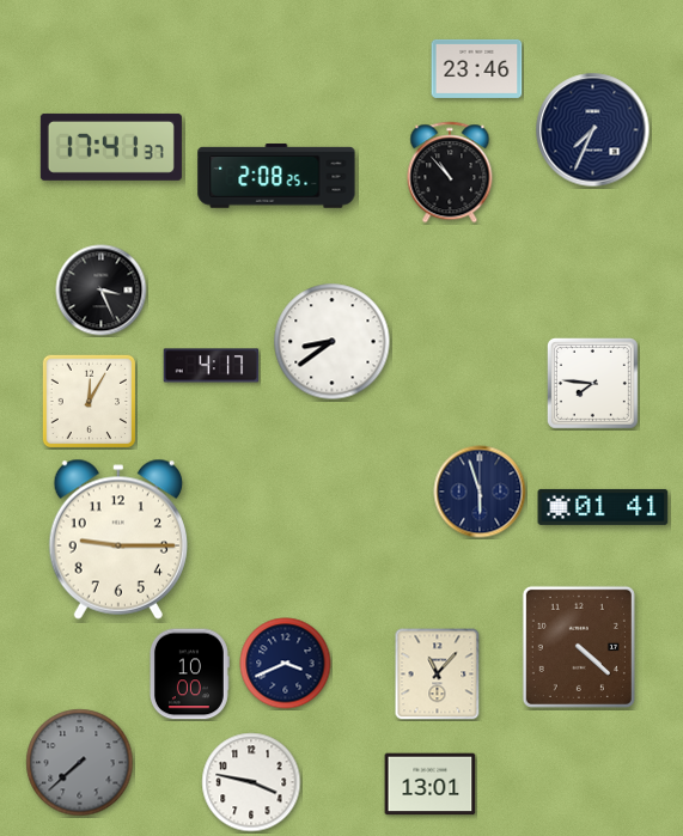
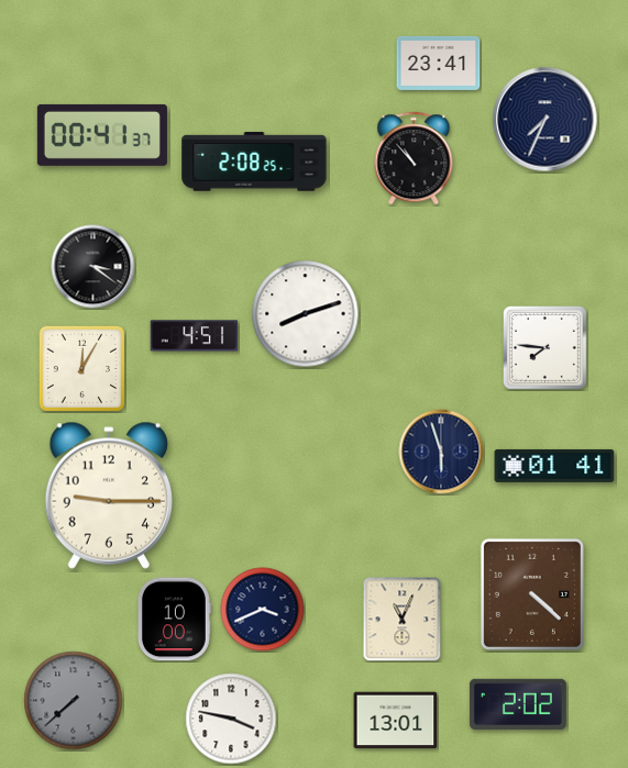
clock at (477, 68): 23:46 -> 23:41
clock at (111, 147): 17:41 -> 00:41
clock at (102, 291): 3:26 -> 3:21
clock at (333, 342): 8:39 -> 8:12
clock at (212, 366): 4:17 -> 4:51
clock at (593, 384) position: (593, 384) -> (546, 348)
clock at (438, 675): 11:07 -> 11:04
clock at (518, 704): none -> 2:02
